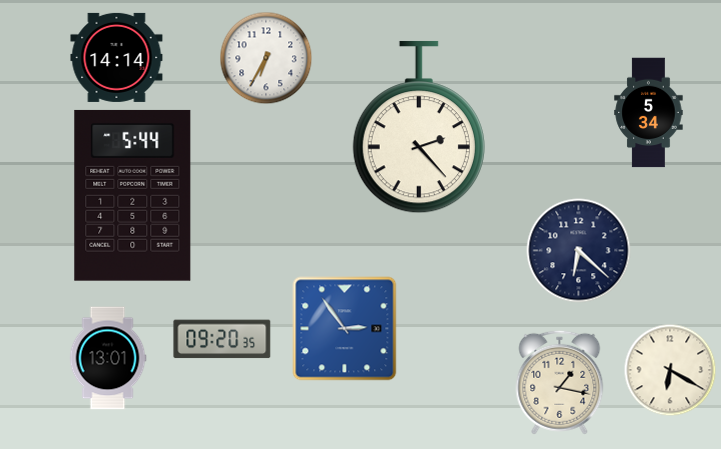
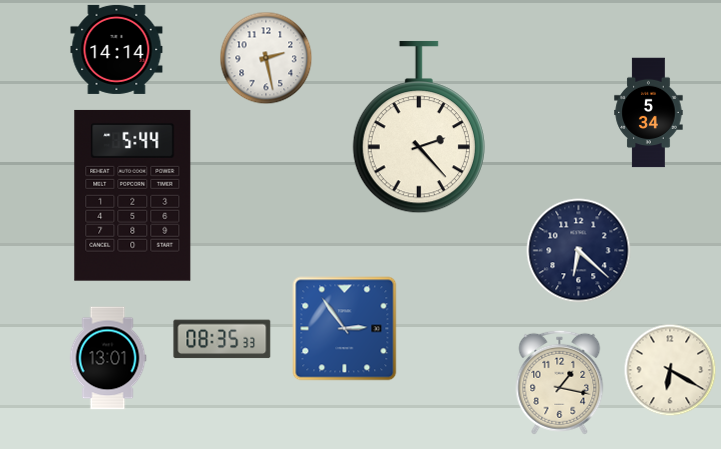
clock at (117, 57) position: (117, 57) -> (117, 49)
clock at (266, 58): 6:35 -> 2:28
clock at (222, 339): 09:20 -> 08:35
